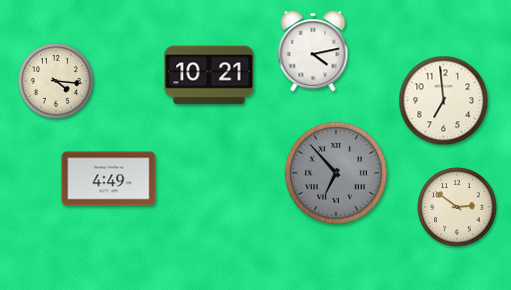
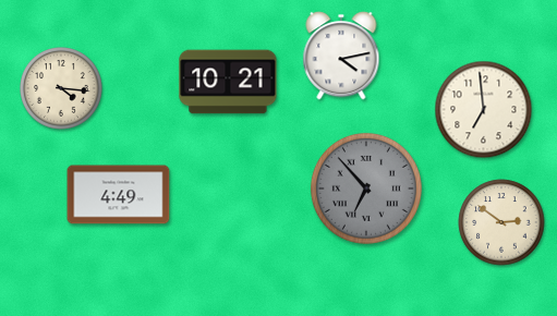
clock at (457, 207) position: (457, 207) -> (501, 222)
